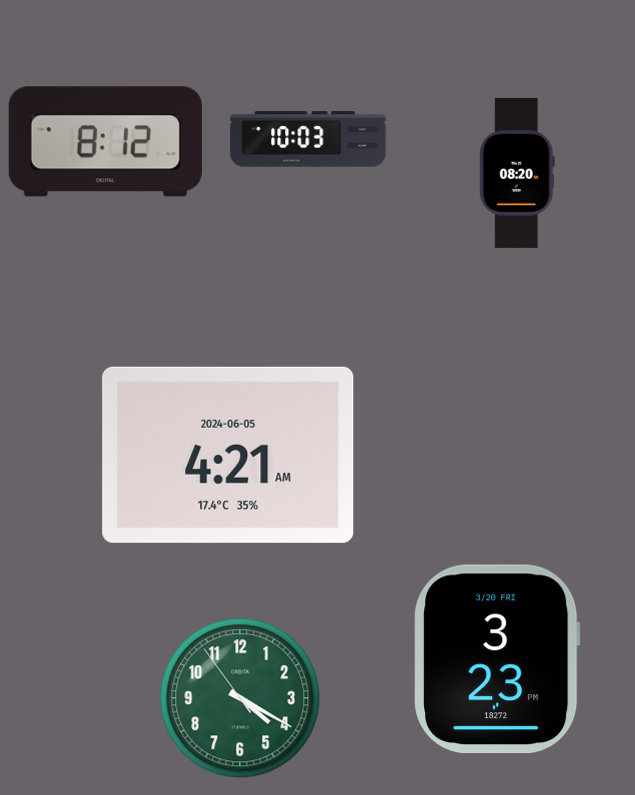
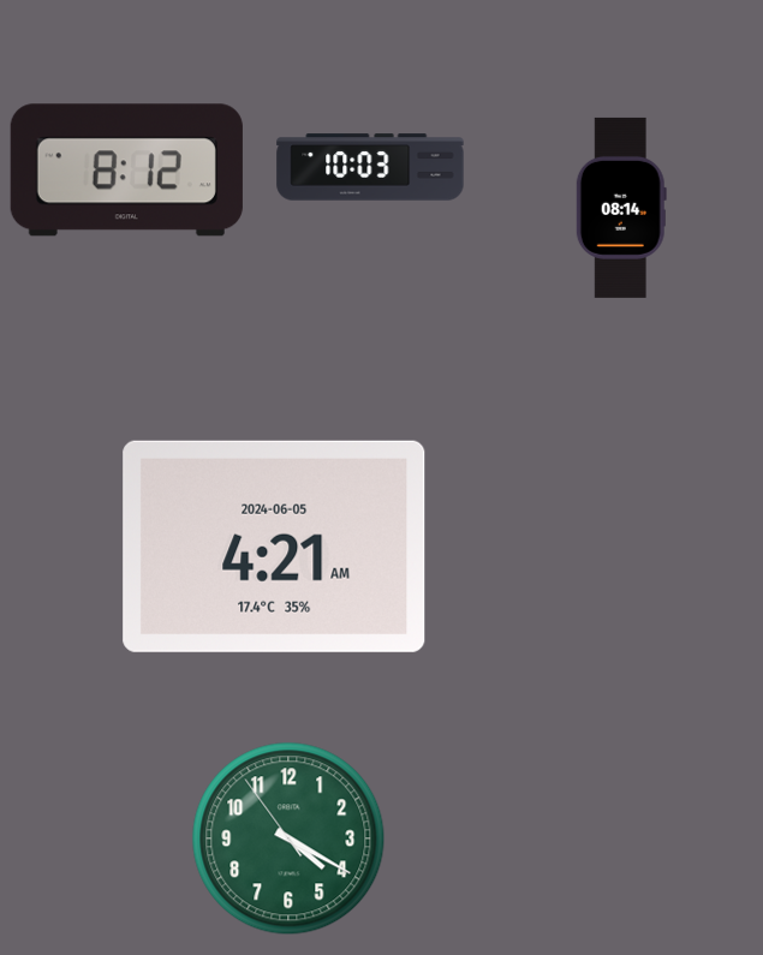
clock at (517, 173): 08:20 -> 08:14
clock at (497, 659): 3:23 -> none
